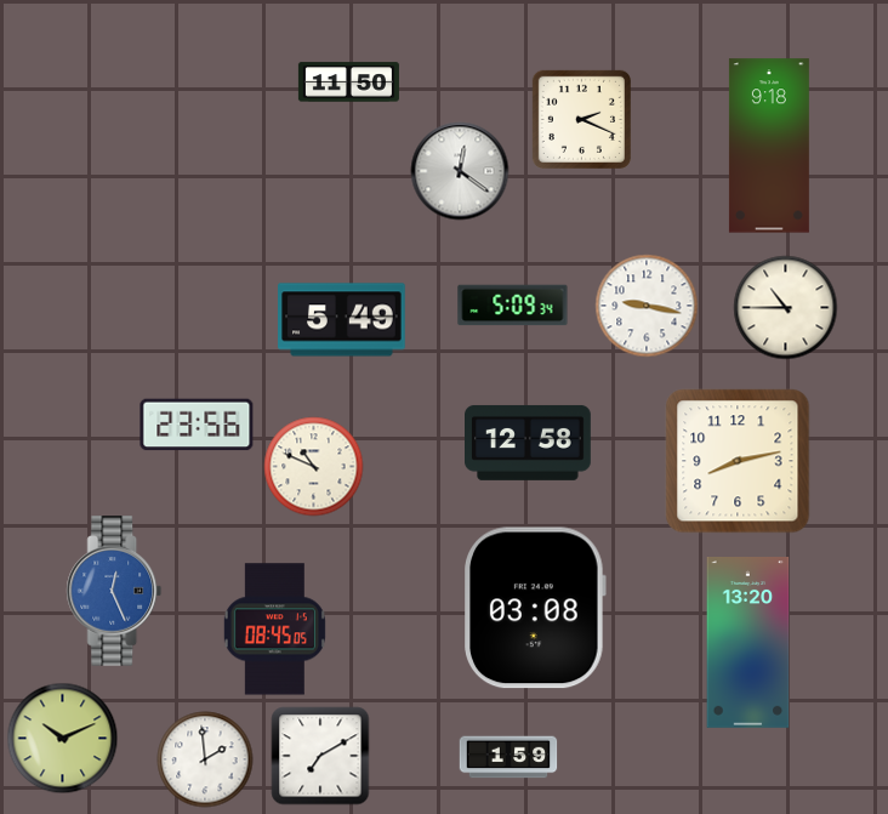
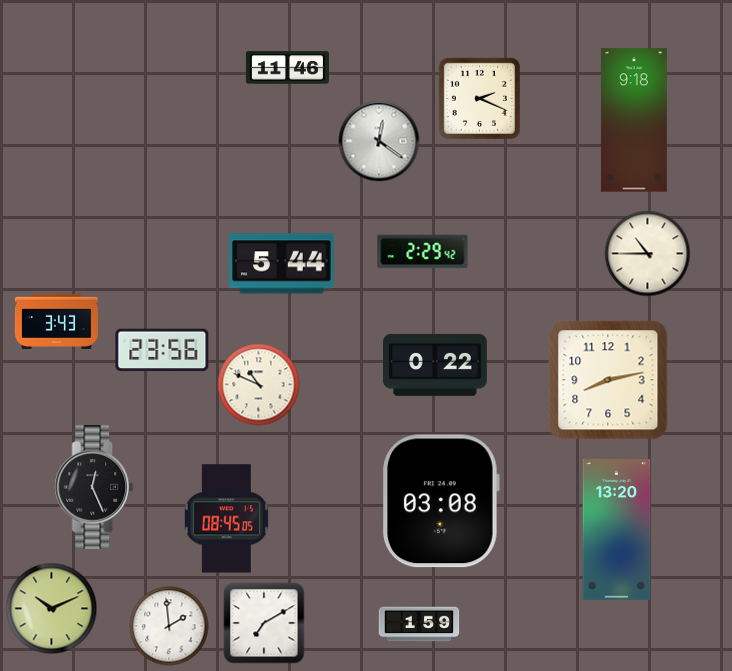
clock at (348, 82): 11:50 -> 11:46
clock at (513, 306): 5:09 -> 2:29
clock at (647, 306): 9:17 -> none
clock at (342, 320): 5:49 -> 5:44
clock at (56, 321): none -> 3:43
clock at (529, 443): 12:58 -> 0:22
clock at (114, 591) dial: blue -> black
